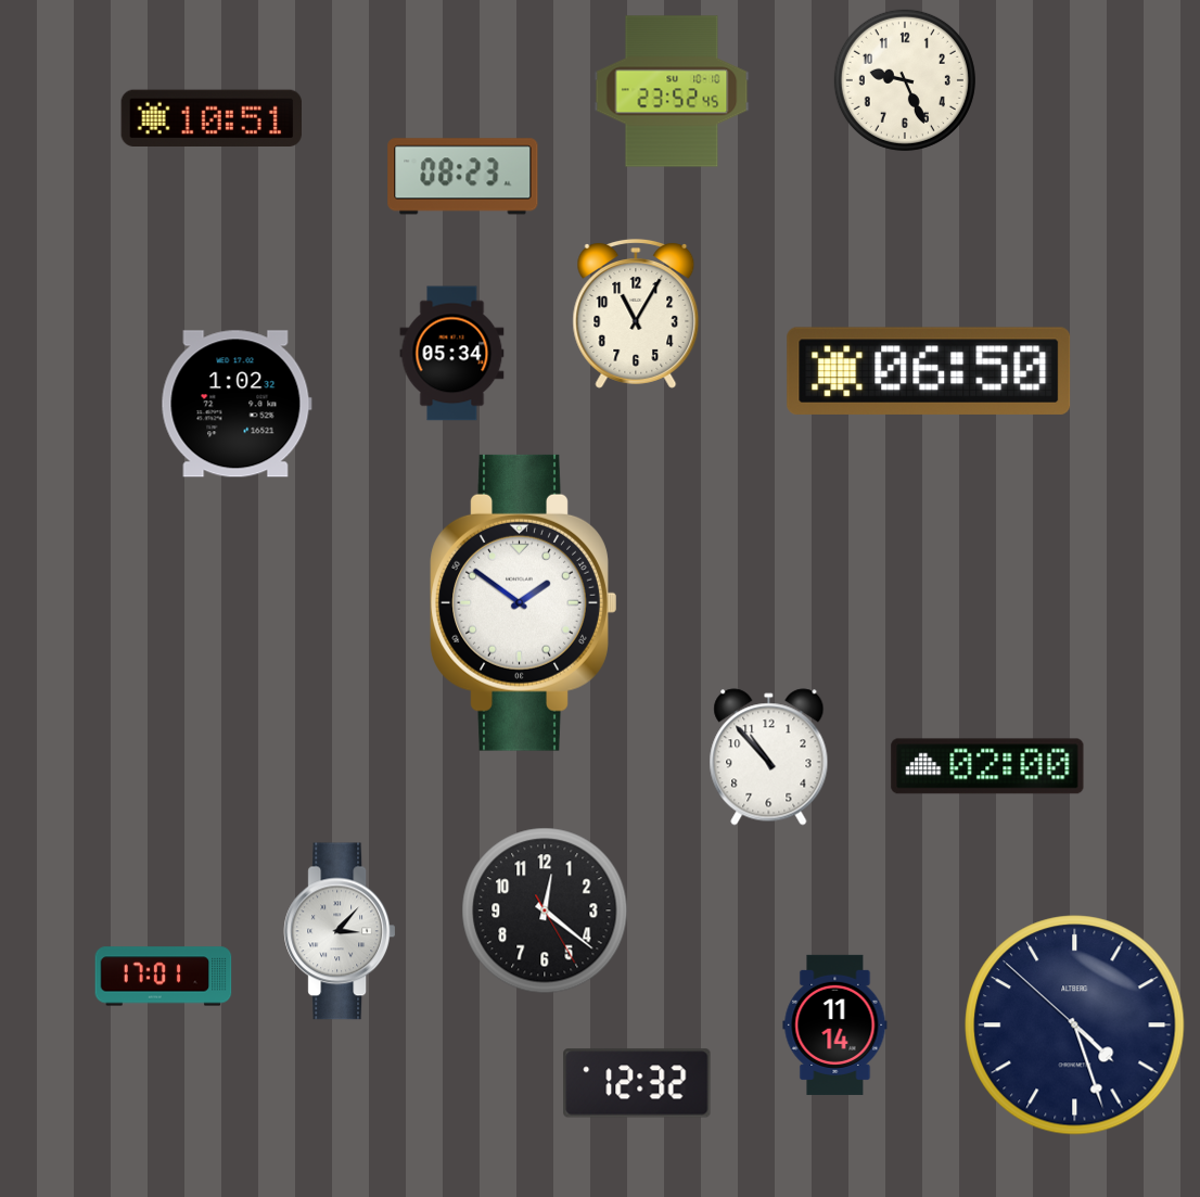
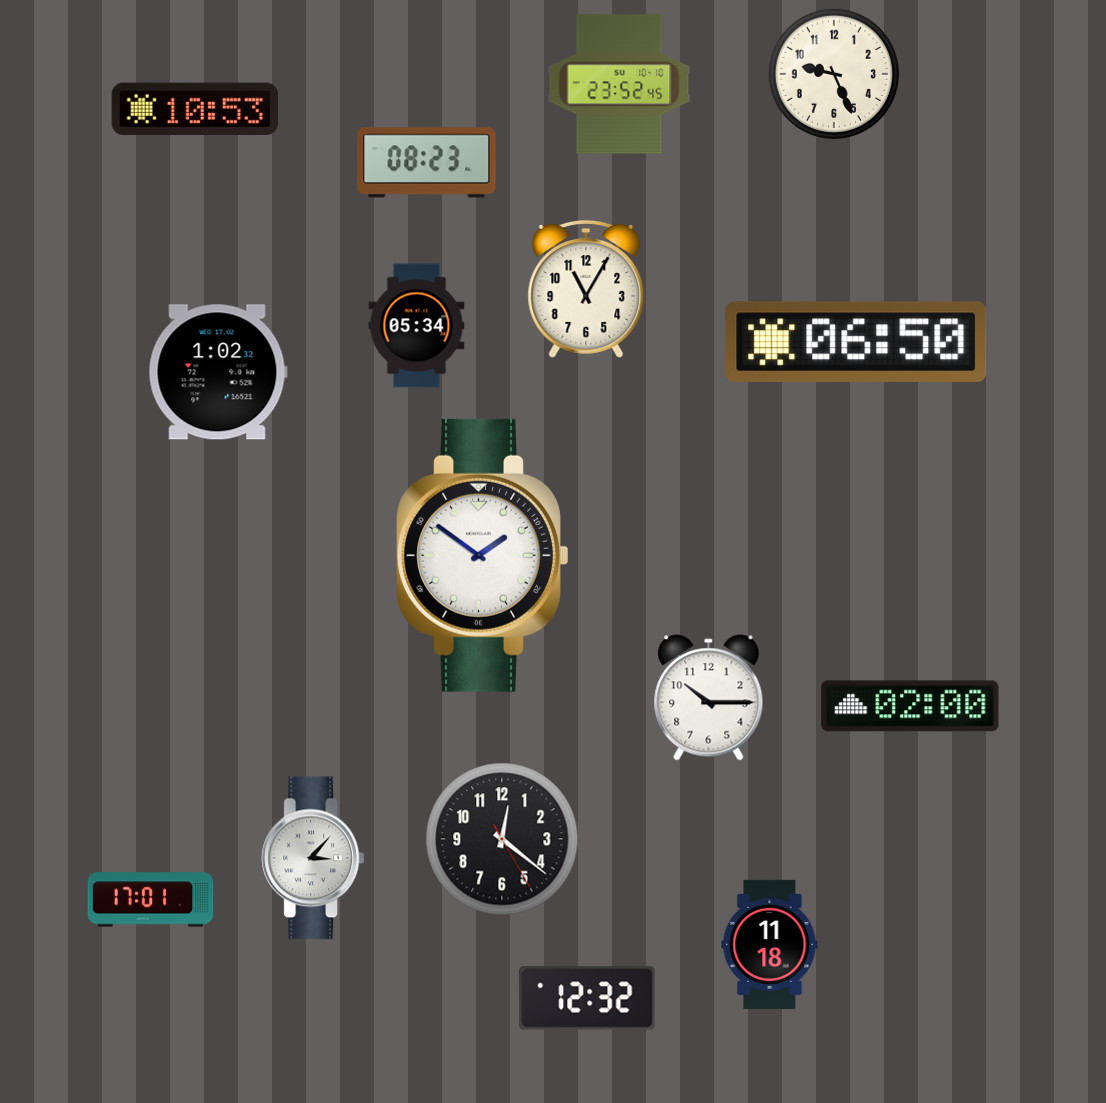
clock at (210, 118): 10:51 -> 10:53
clock at (769, 757): 10:53 -> 10:15
clock at (835, 1024): 11:14 -> 11:18
clock at (1075, 1026): 4:26 -> none
